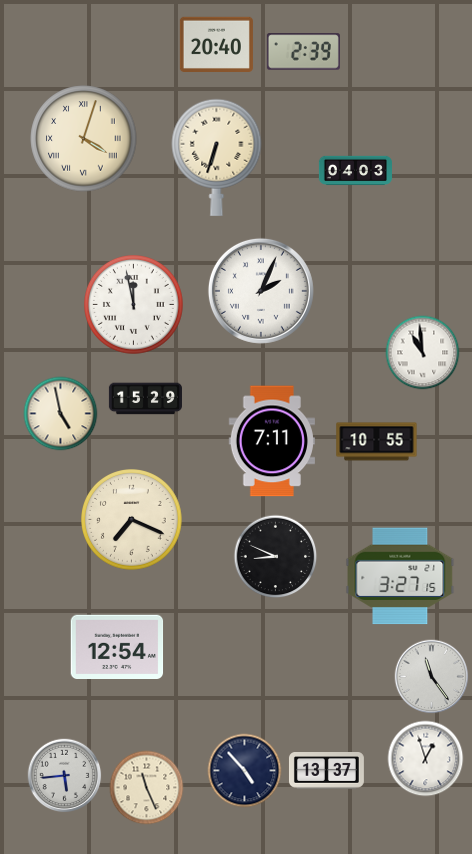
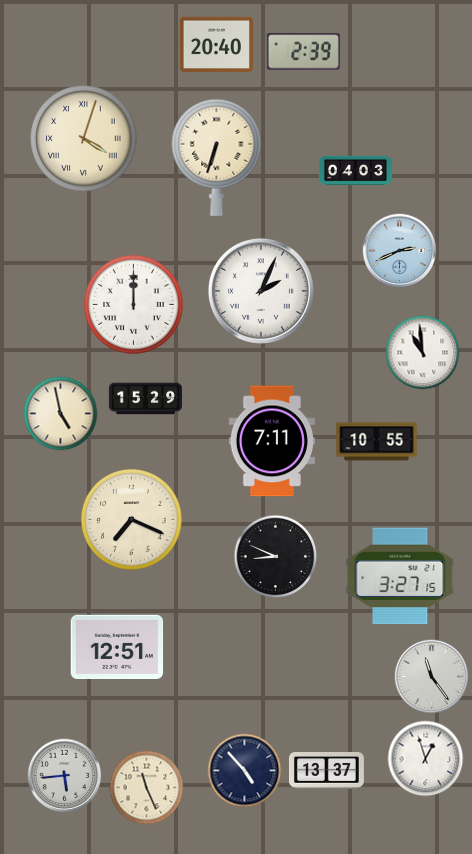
clock at (400, 251): none -> 2:41
clock at (134, 305): 11:58 -> 12:00
clock at (117, 646): 12:54 -> 12:51
